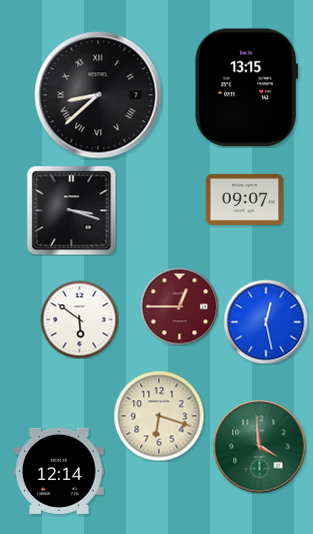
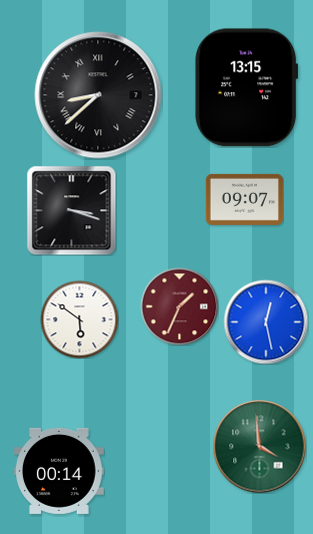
clock at (179, 306): 12:45 -> 1:34
clock at (159, 416): 6:18 -> none
clock at (60, 471): 12:14 -> 00:14
